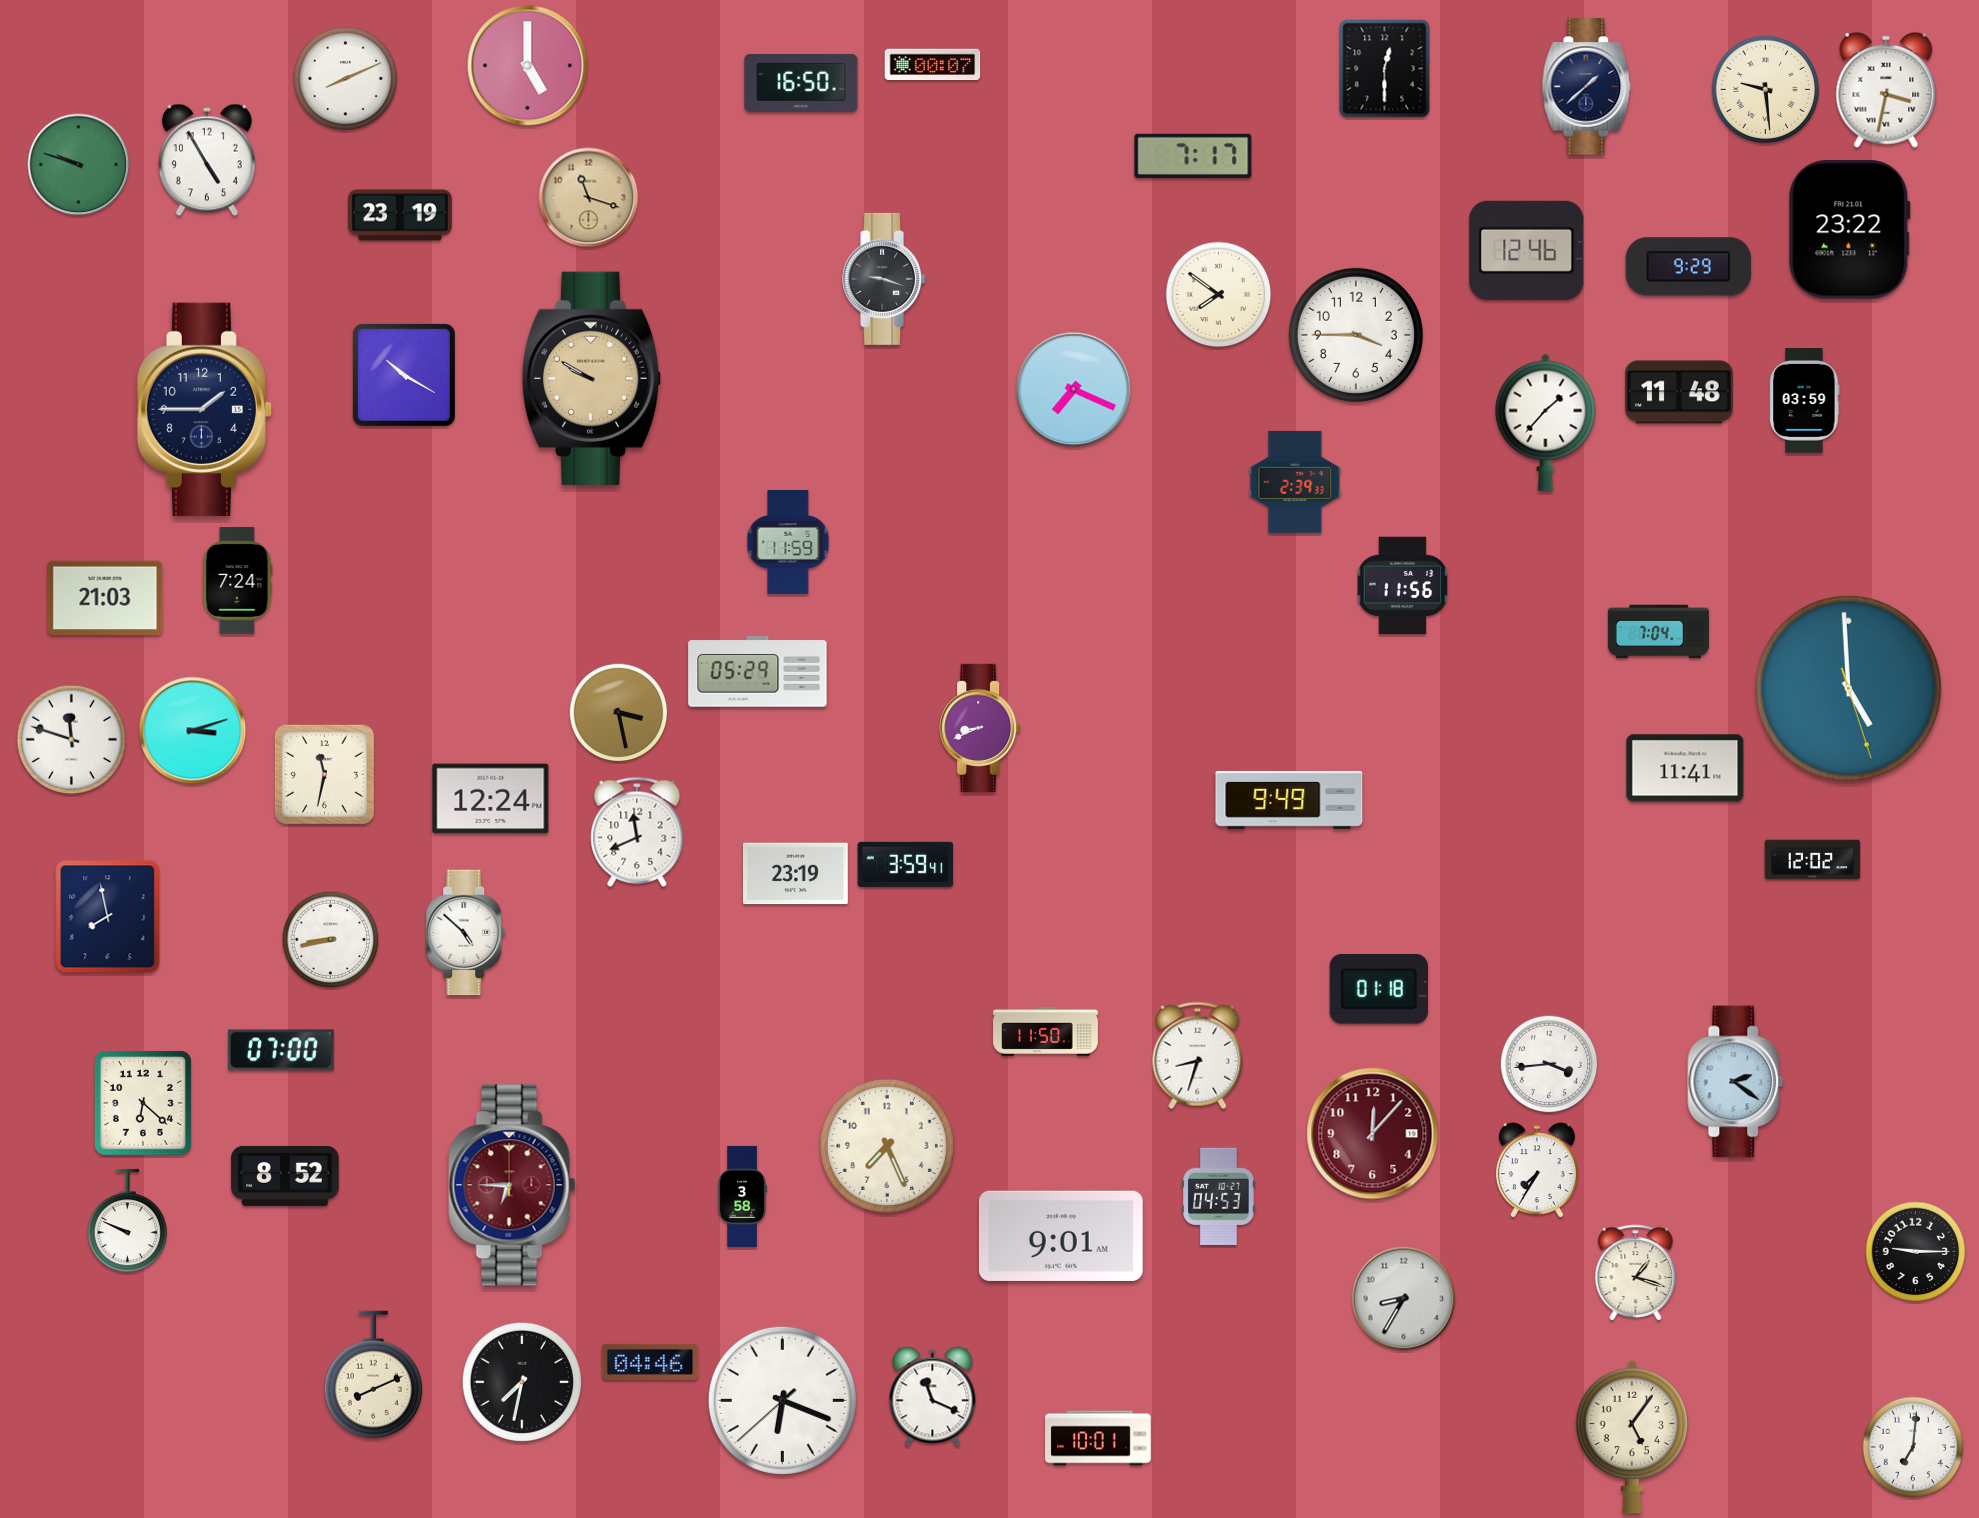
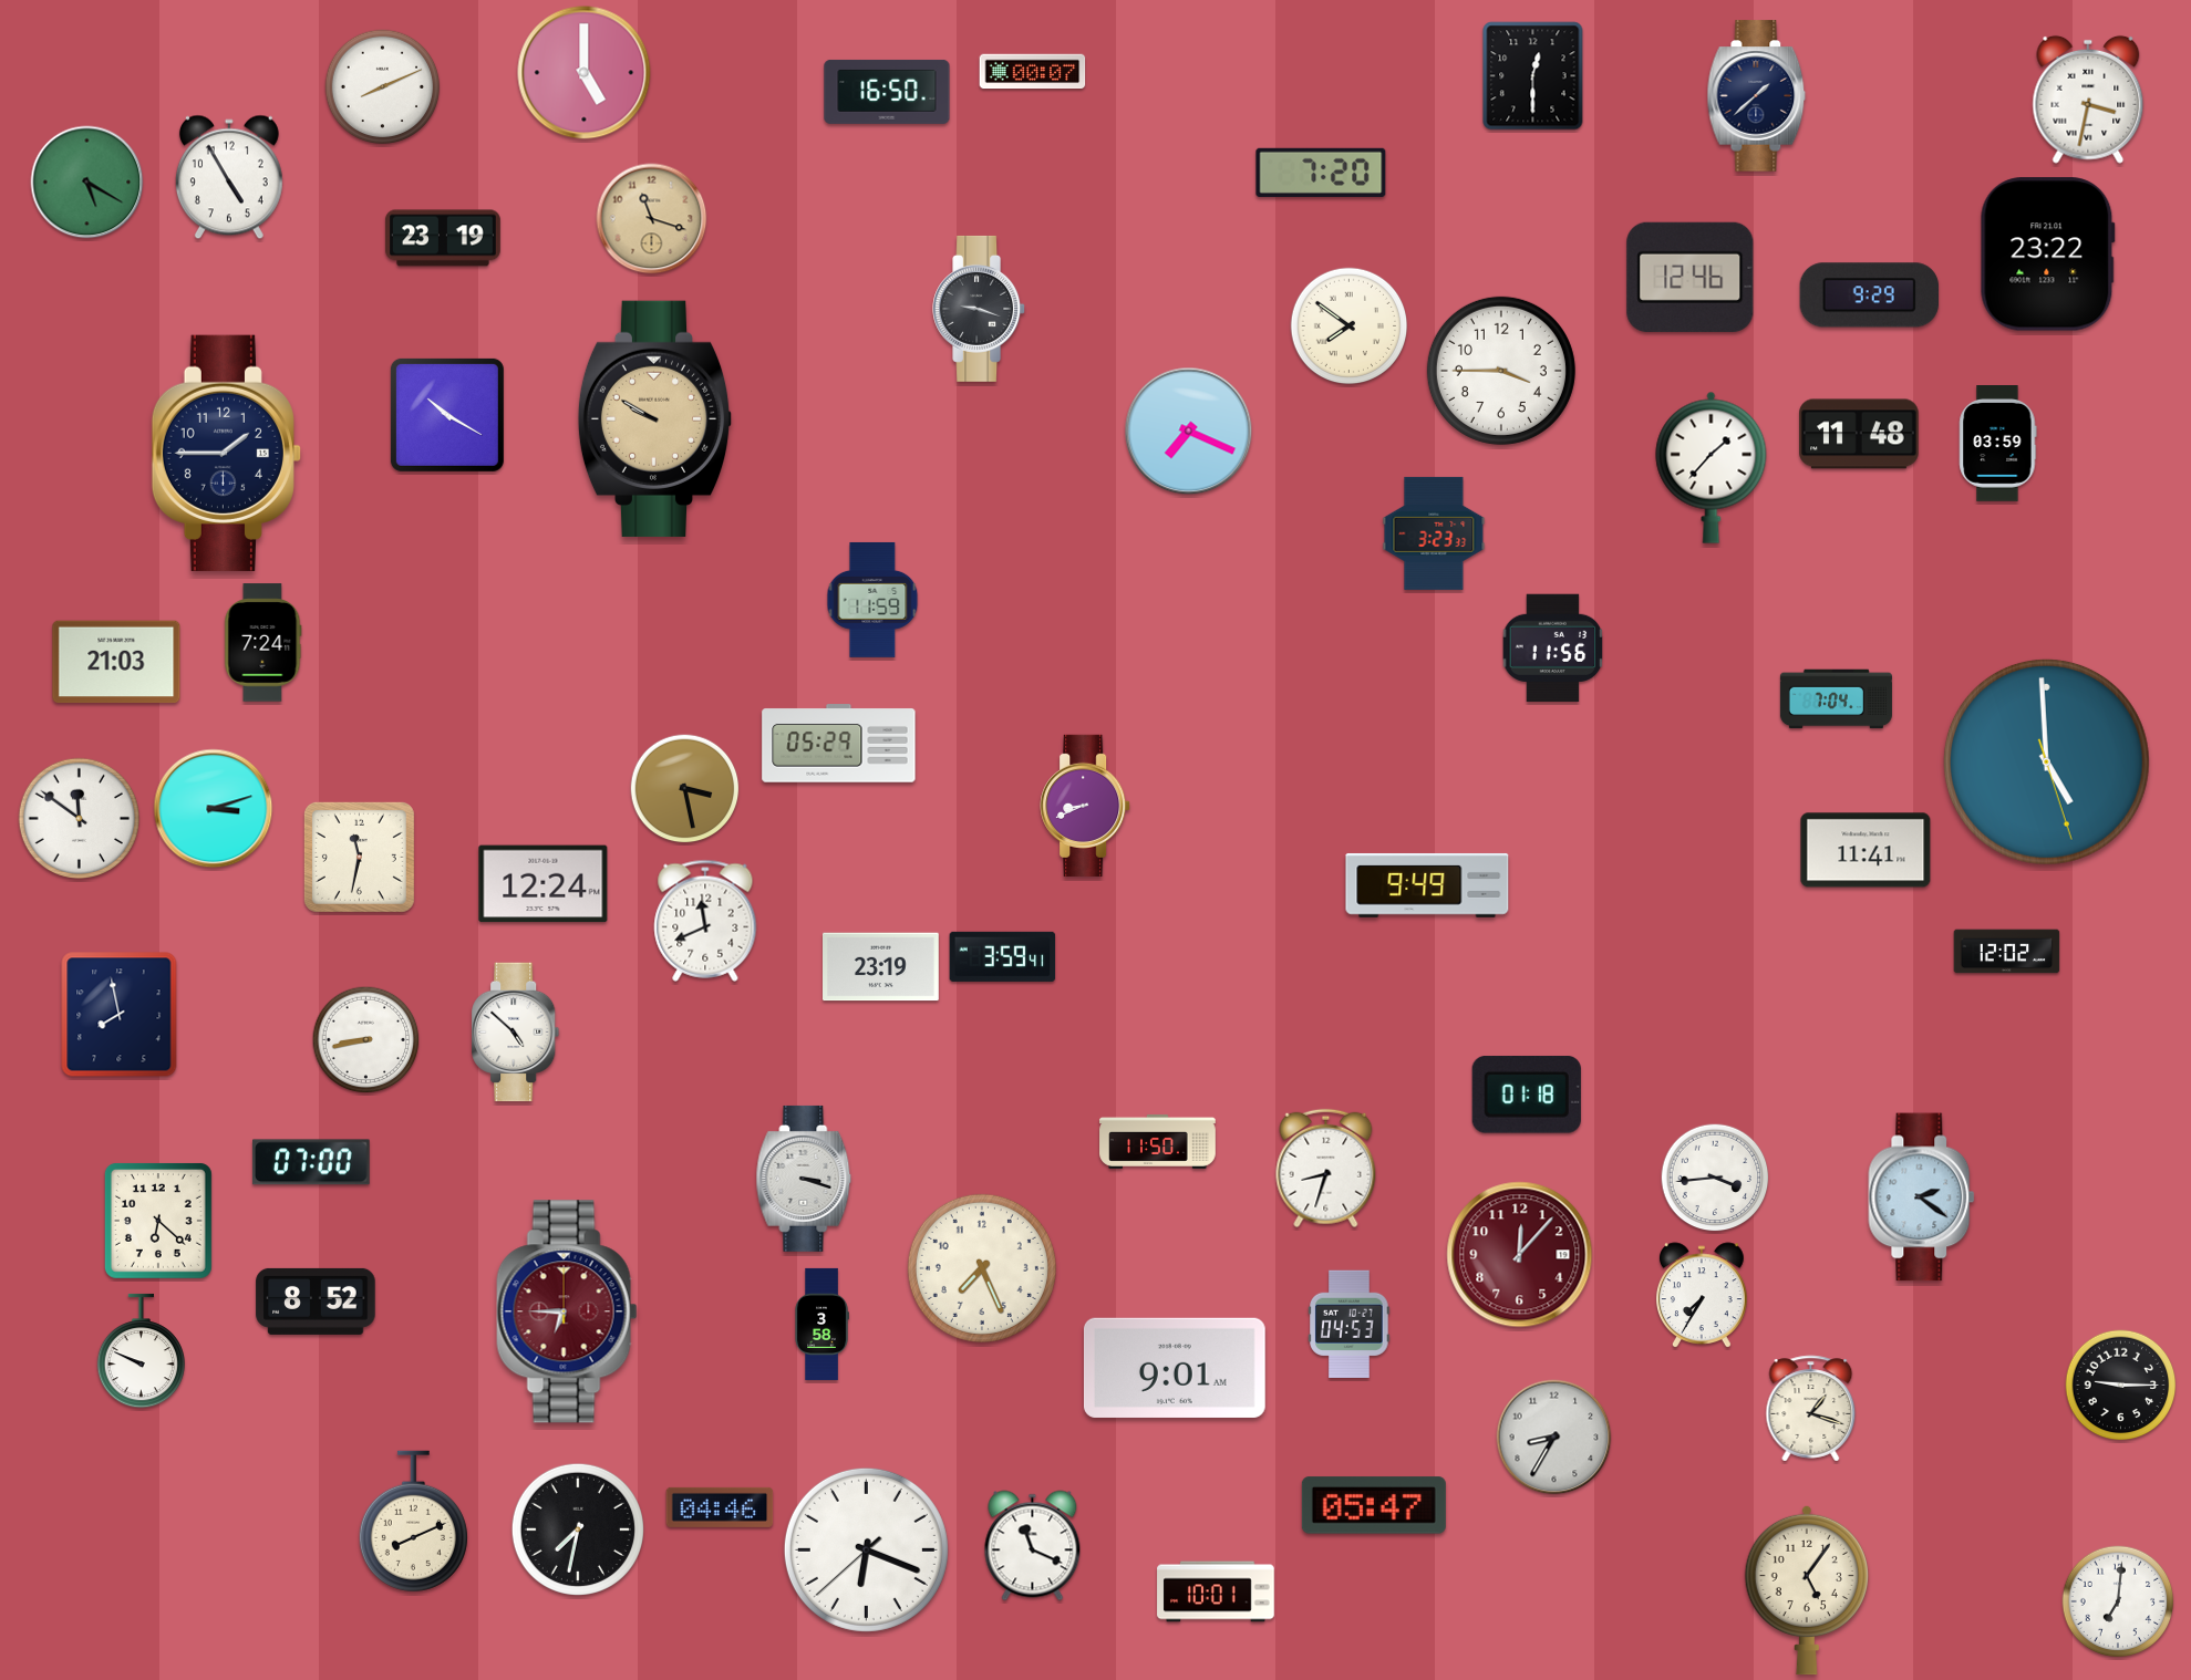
clock at (1766, 90): 9:29 -> none
clock at (1193, 156): 7:17 -> 7:20
clock at (79, 165): 9:48 -> 5:20
clock at (1295, 482): 2:39 -> 3:23
clock at (72, 740): 11:48 -> 11:51
clock at (804, 1179): none -> 3:18
clock at (1374, 1505): none -> 05:47
